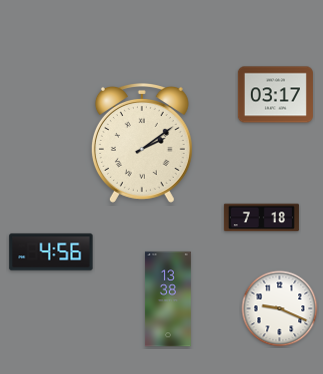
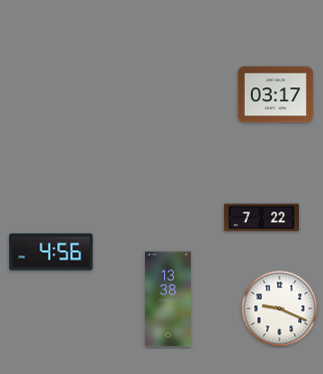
clock at (142, 144): 2:09 -> none
clock at (261, 218): 7:18 -> 7:22
